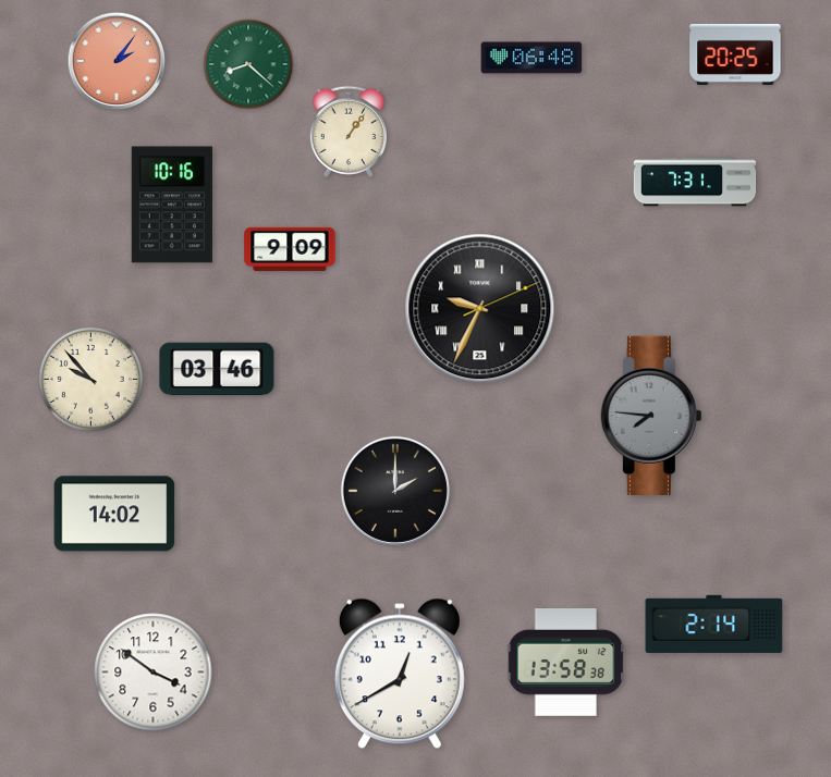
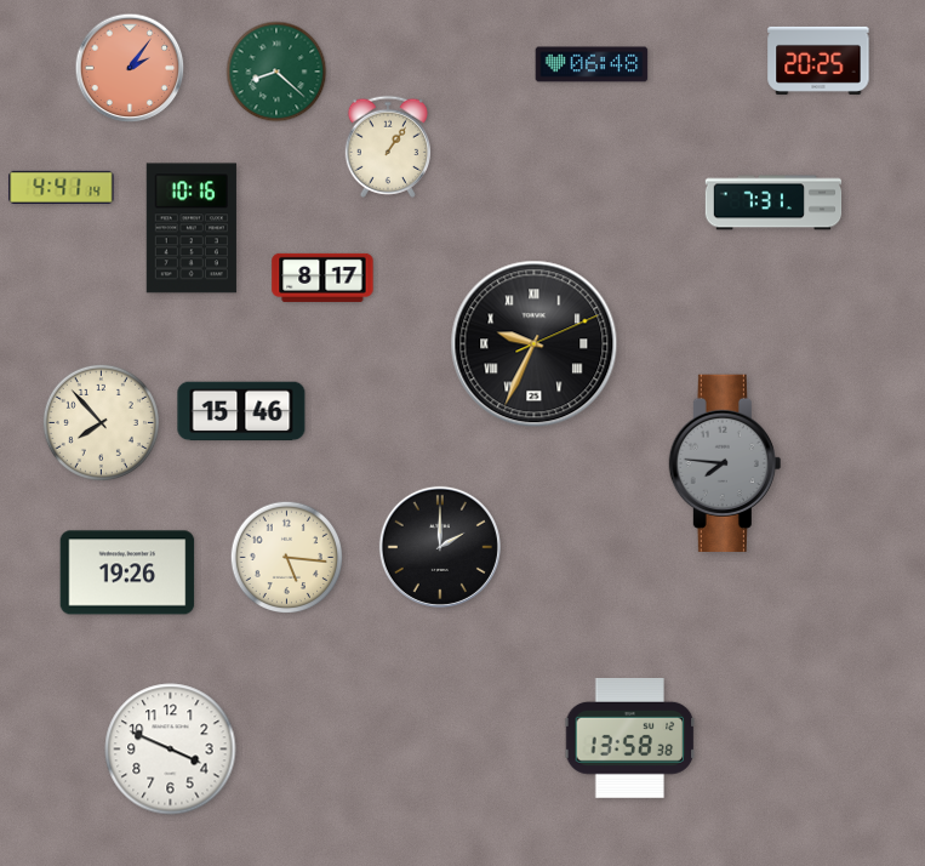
clock at (62, 187): none -> 4:41
clock at (290, 249): 9:09 -> 8:17
clock at (217, 369): 03:46 -> 15:46
clock at (90, 379): 9:53 -> 7:53
clock at (287, 558): none -> 5:16
clock at (114, 514): 14:02 -> 19:26
clock at (714, 624): 2:14 -> none
clock at (154, 673): 3:51 -> 3:49
clock at (400, 674): 12:40 -> none
